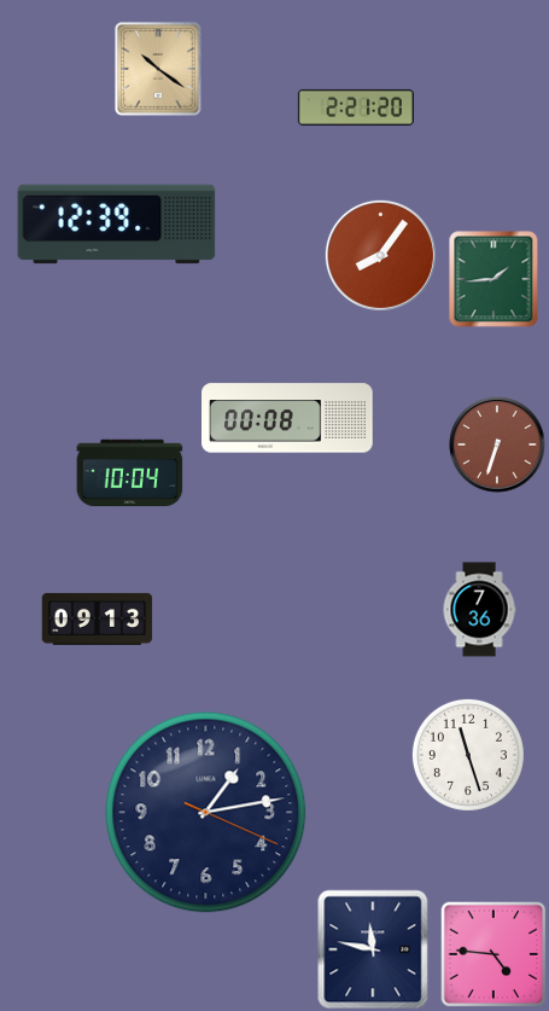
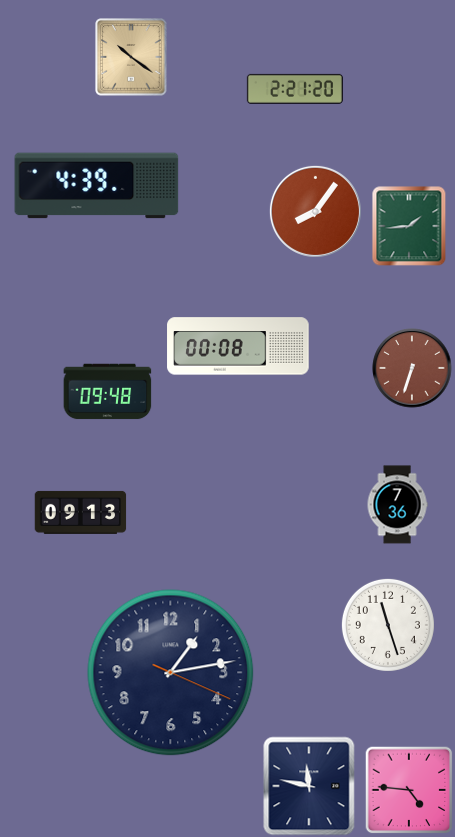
clock at (117, 225): 12:39 -> 4:39
clock at (493, 279) position: (493, 279) -> (409, 226)
clock at (130, 473): 10:04 -> 09:48
